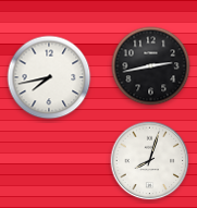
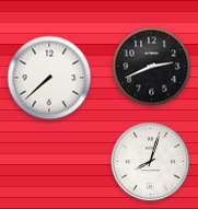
clock at (151, 66): 2:43 -> 2:41
clock at (49, 77): 7:43 -> 7:38
